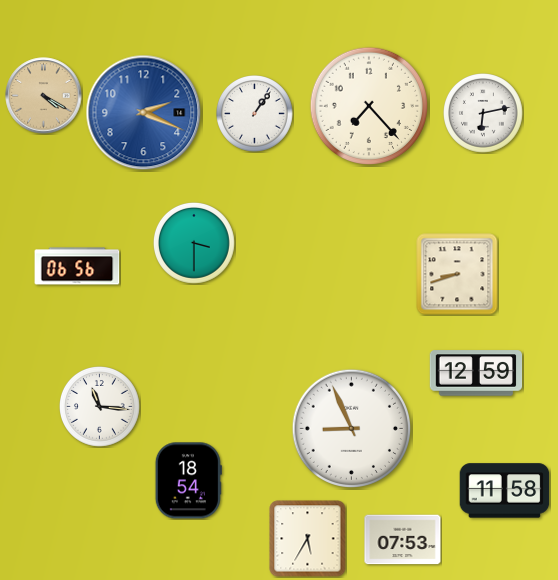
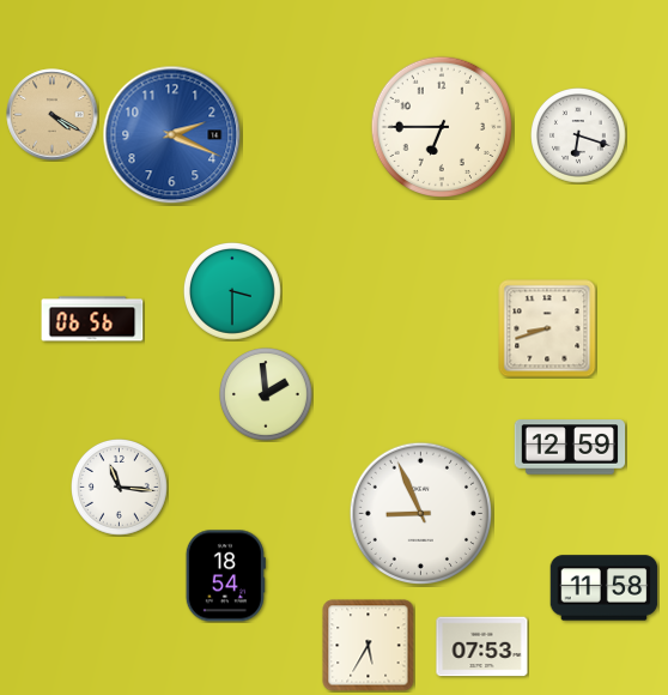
clock at (368, 105): 7:23 -> 6:45
clock at (255, 114): 1:06 -> none
clock at (484, 114): 6:13 -> 6:18
clock at (267, 395): none -> 1:59
